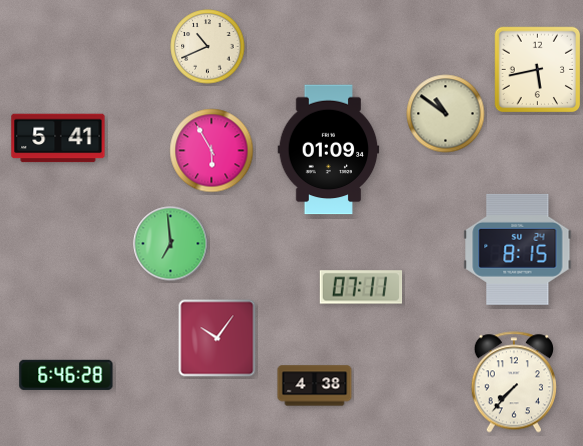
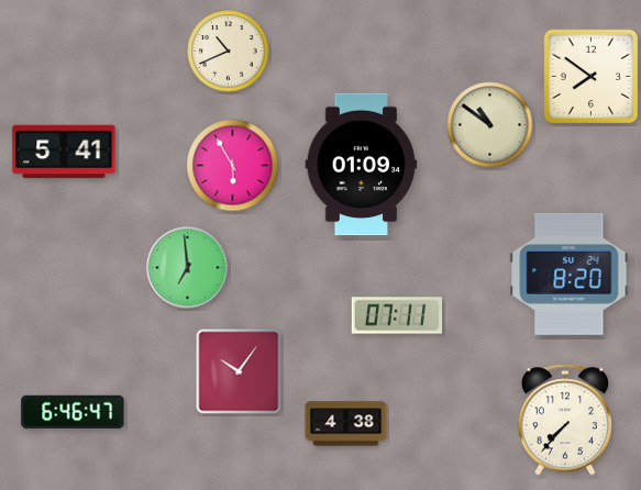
clock at (538, 70): 5:43 -> 7:51
clock at (518, 249): 8:15 -> 8:20
clock at (66, 375): 6:46:28 -> 6:46:47
